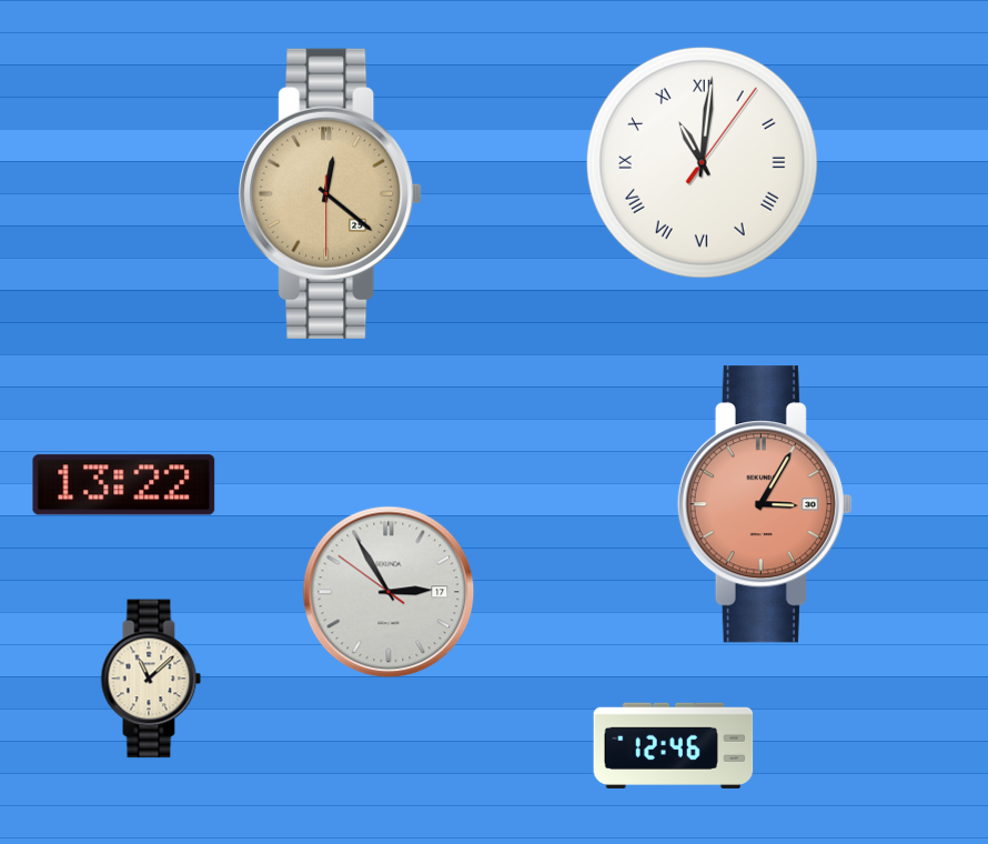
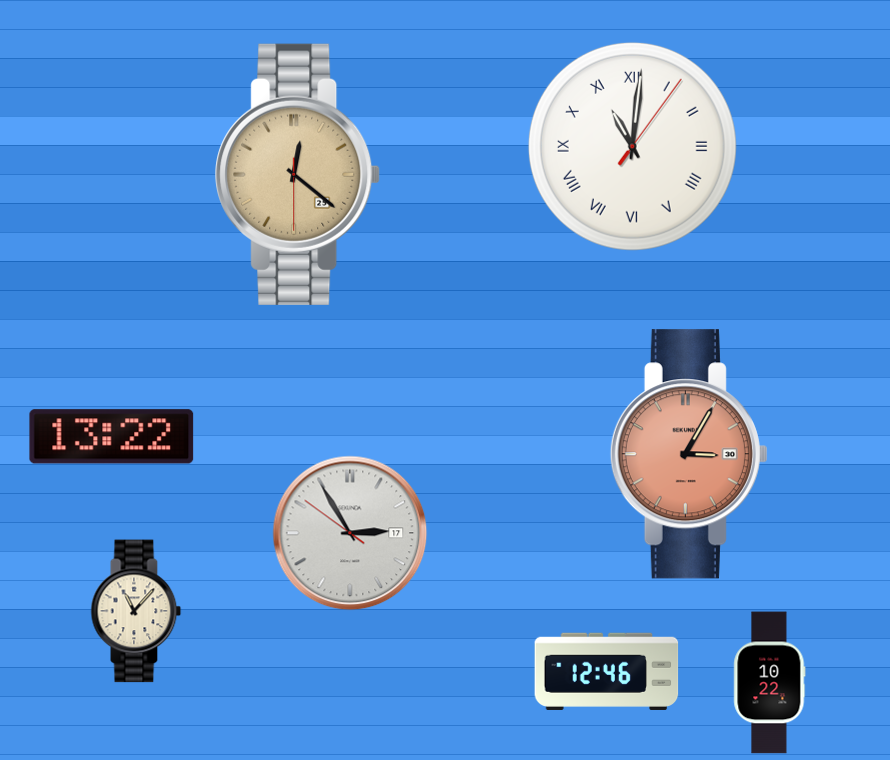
clock at (151, 679): 11:08 -> 11:07
clock at (770, 683): none -> 10:22
